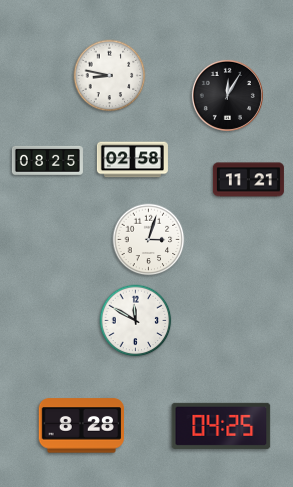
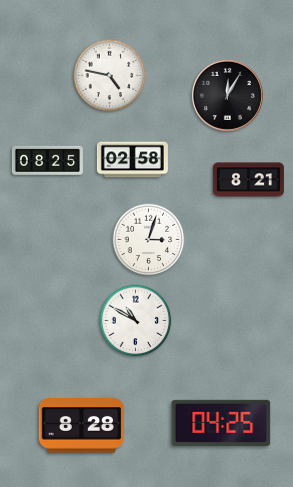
clock at (110, 76): 8:47 -> 4:47
clock at (248, 180): 11:21 -> 8:21
clock at (136, 321): 11:50 -> 10:50
clock at (221, 426) position: (221, 426) -> (221, 423)
